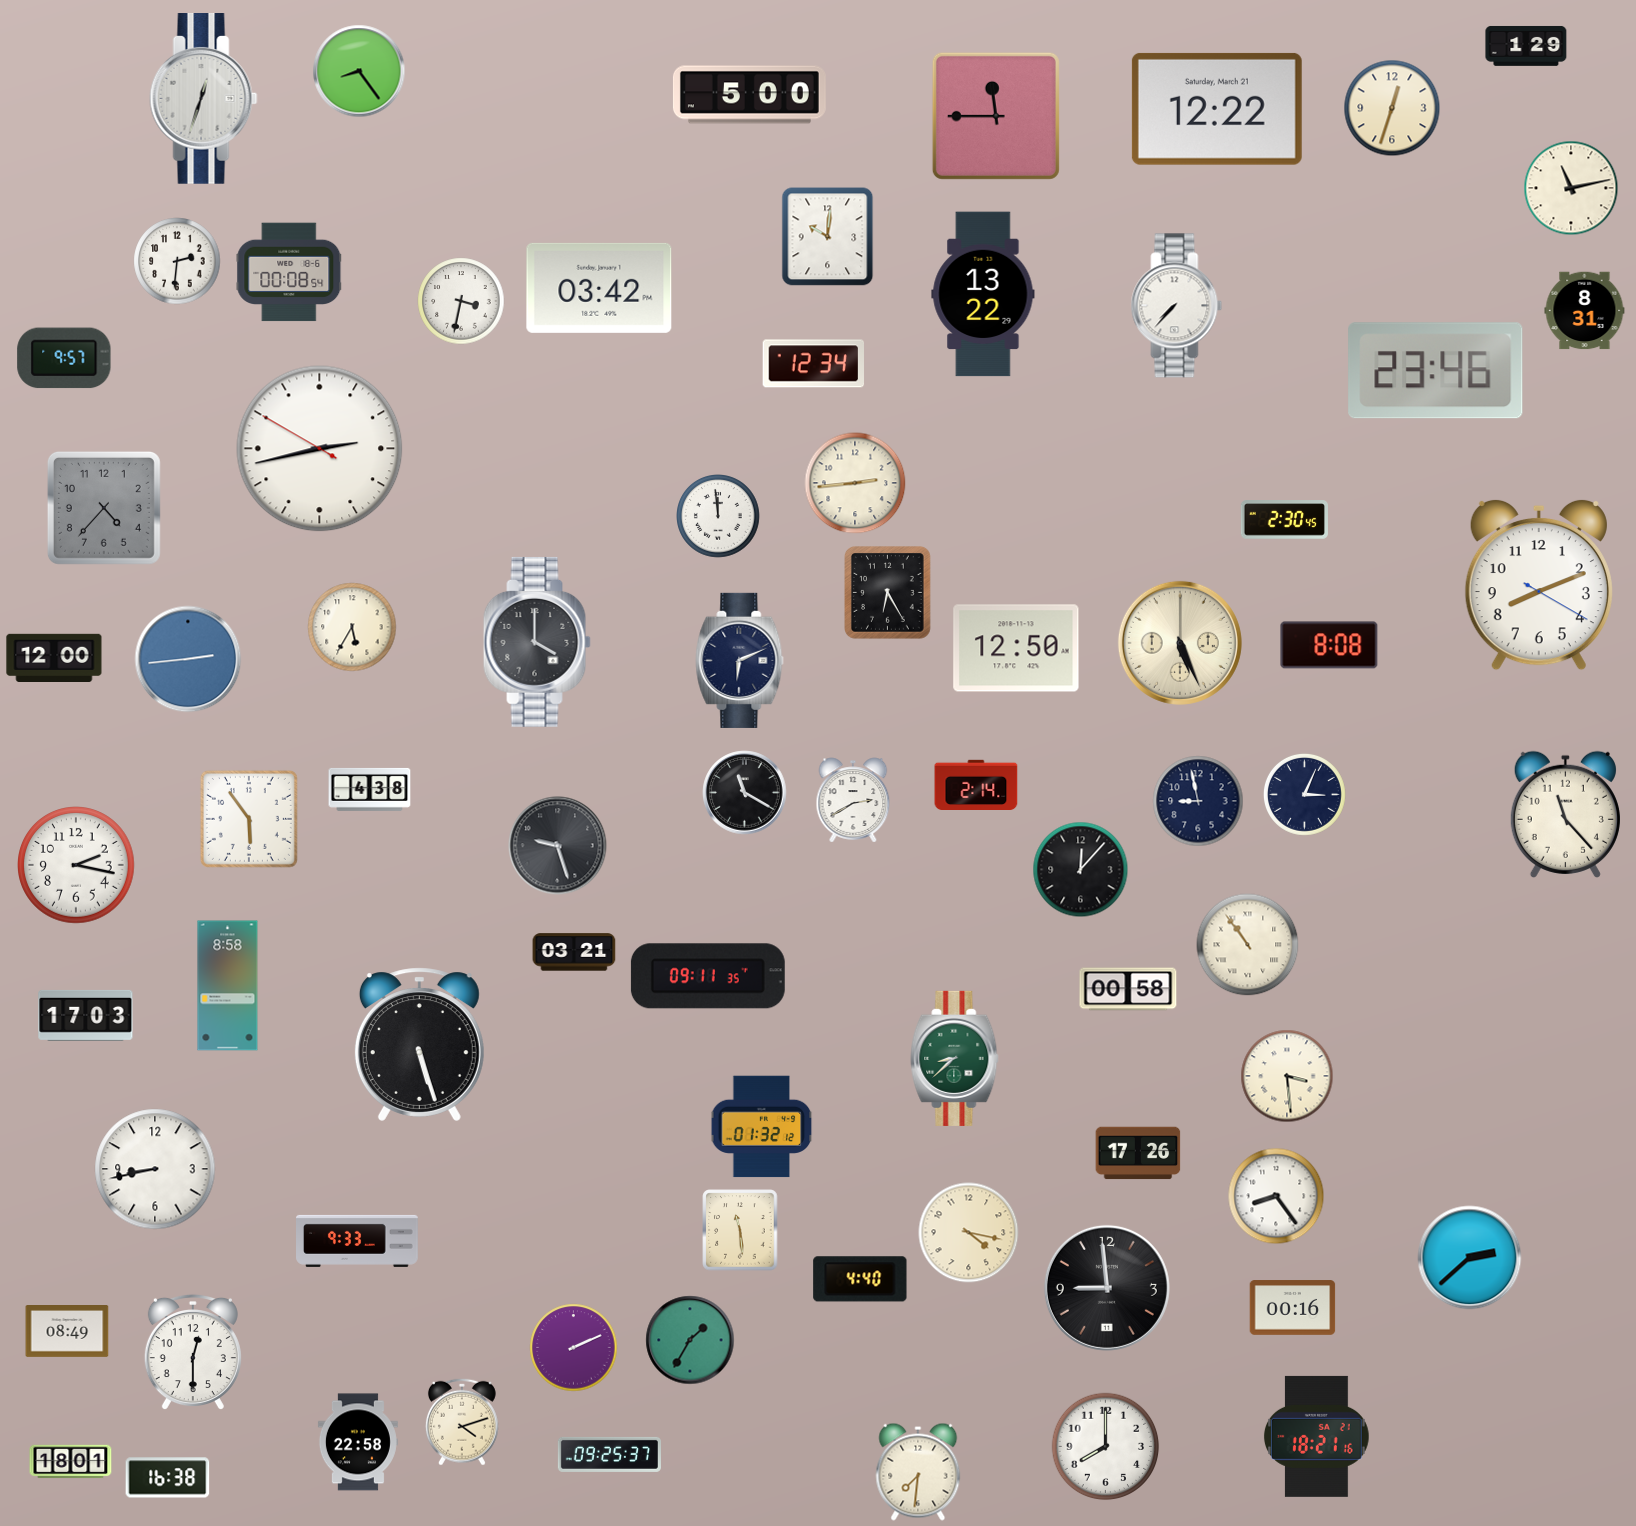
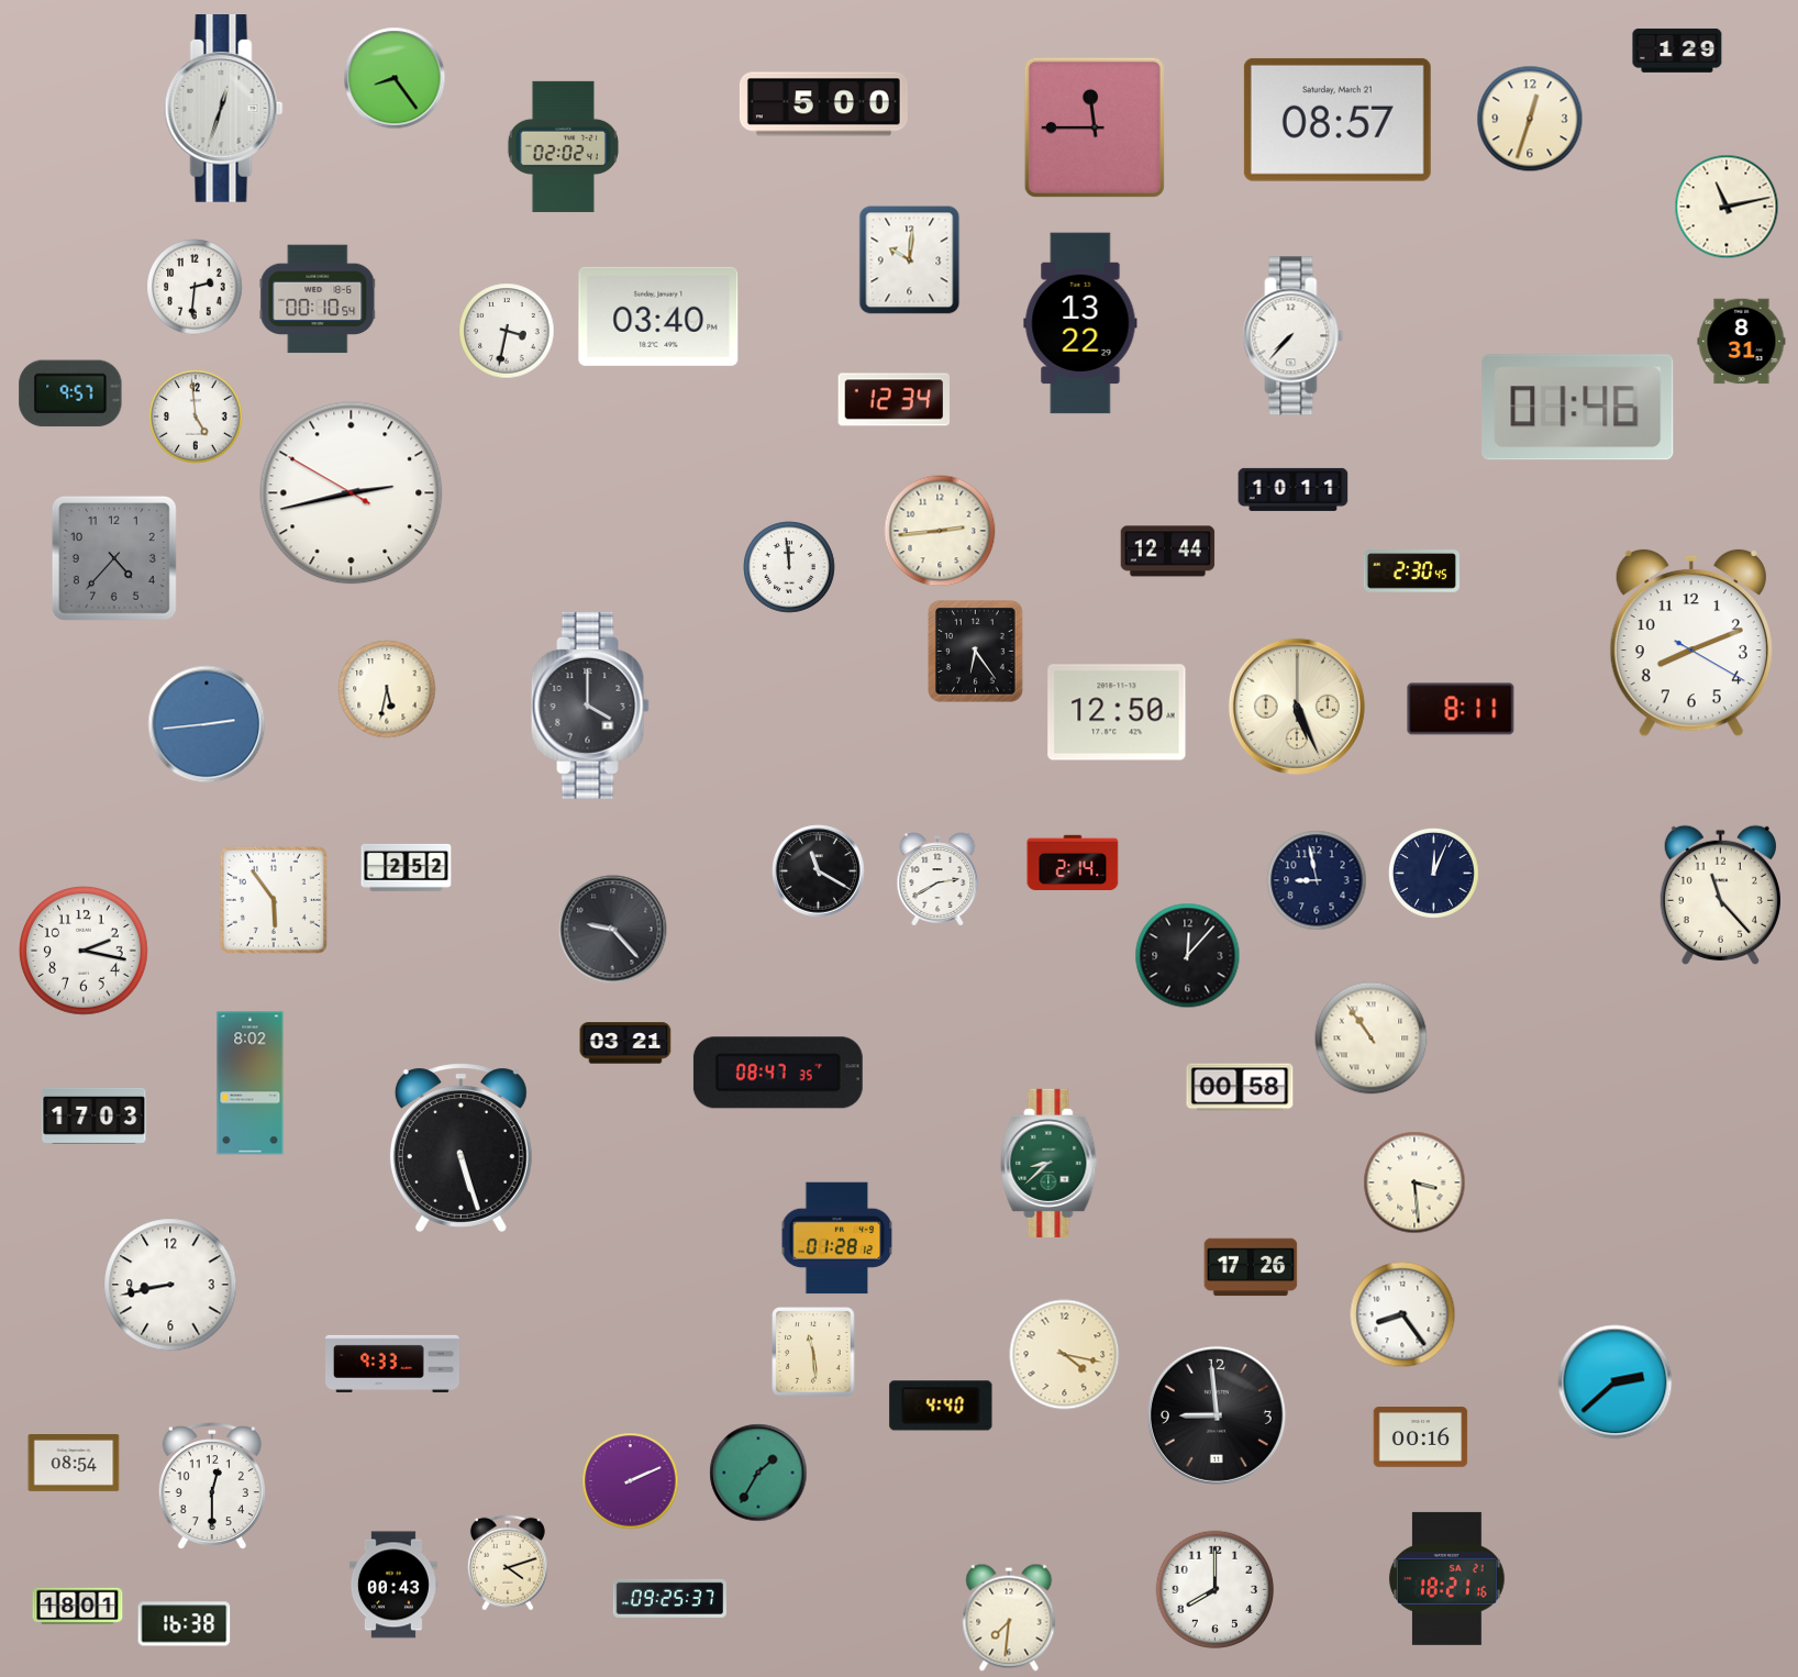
clock at (1217, 109): 12:22 -> 08:57
clock at (563, 146): none -> 02:02
clock at (289, 272): 00:08 -> 00:10
clock at (599, 288): 03:42 -> 03:40
clock at (1436, 371): 23:46 -> 01:46
clock at (196, 417): none -> 4:59
clock at (1294, 489): none -> 10:11
clock at (1168, 552): none -> 12:44
clock at (888, 593): 6:25 -> 6:24
clock at (352, 627): 5:35 -> 5:32
clock at (1329, 645): 8:08 -> 8:11
clock at (54, 658): 12:00 -> none
clock at (740, 660): 6:11 -> none
clock at (370, 789): 4:38 -> 2:52
clock at (1304, 794): 3:04 -> 12:04
clock at (558, 846): 9:27 -> 9:23
clock at (574, 952) position: (574, 952) -> (625, 1043)
clock at (708, 976): 09:11 -> 08:47
clock at (228, 986): 8:58 -> 8:02
clock at (762, 1127): 01:32 -> 01:28
clock at (860, 1279) position: (860, 1279) -> (941, 1406)
clock at (67, 1332): 08:49 -> 08:54
clock at (358, 1442): 22:58 -> 00:43
